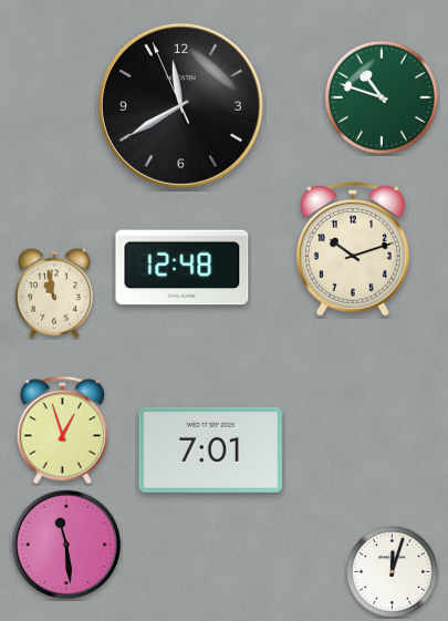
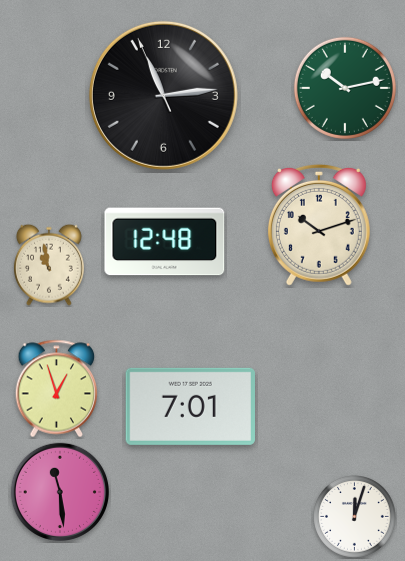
clock at (382, 97): 10:48 -> 10:13
clock at (180, 105): 11:39 -> 11:13
